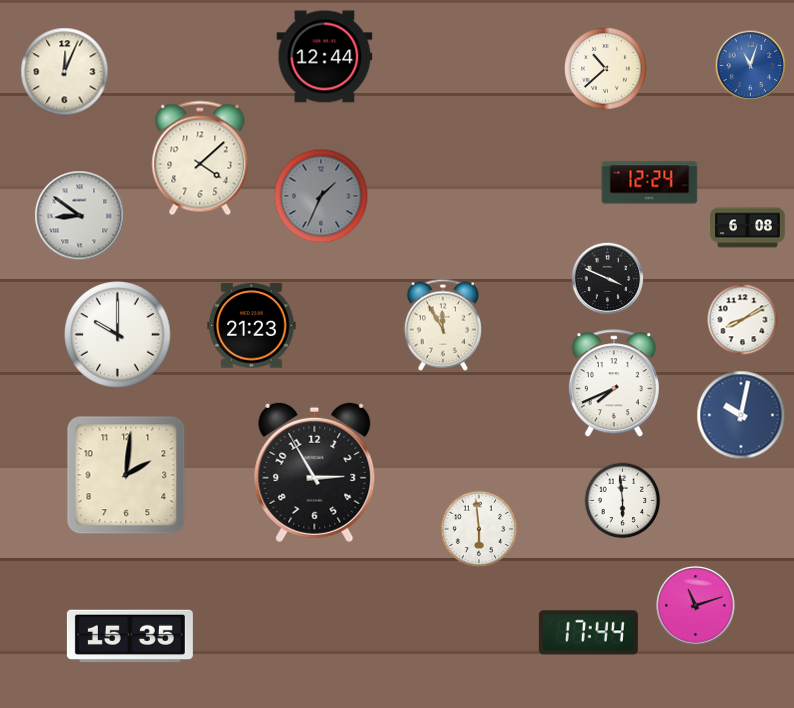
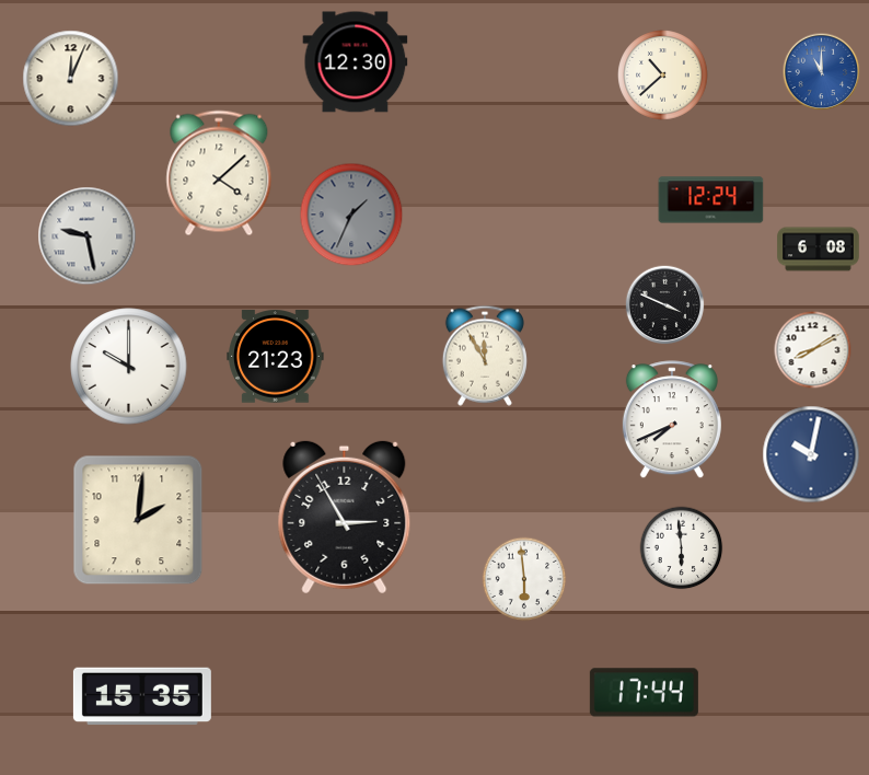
clock at (325, 57): 12:44 -> 12:30
clock at (751, 66): 11:03 -> 11:00
clock at (80, 216): 8:51 -> 9:28
clock at (696, 606): 11:12 -> none
